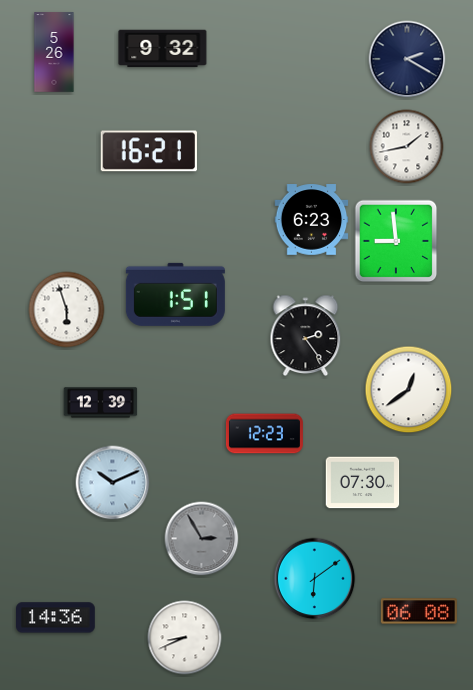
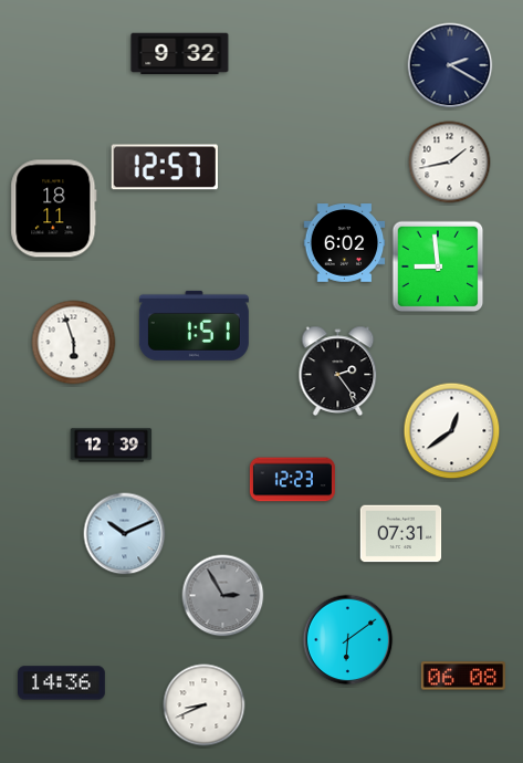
clock at (54, 52): 5:26 -> none
clock at (149, 151): 16:21 -> 12:57
clock at (54, 209): none -> 18:11
clock at (312, 220): 6:23 -> 6:02
clock at (363, 483): 07:30 -> 07:31
